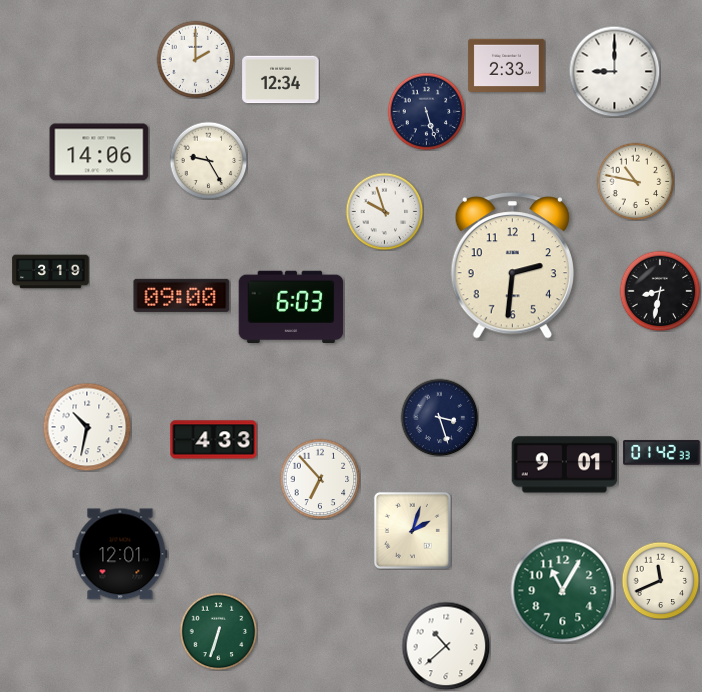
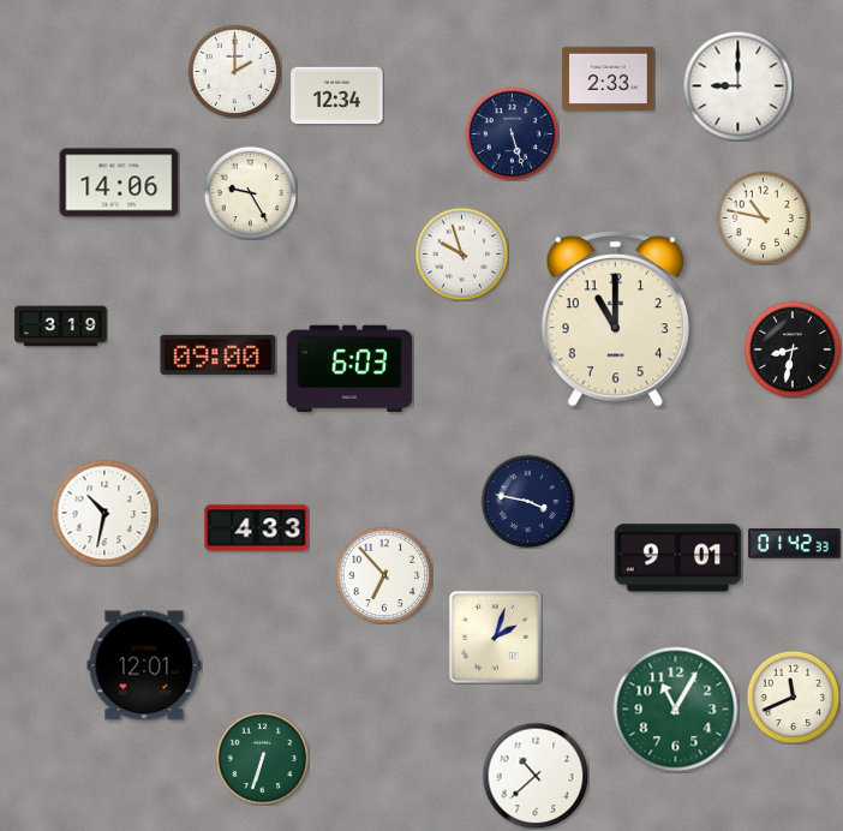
clock at (512, 266): 2:31 -> 11:00
clock at (439, 417): 3:27 -> 3:47
